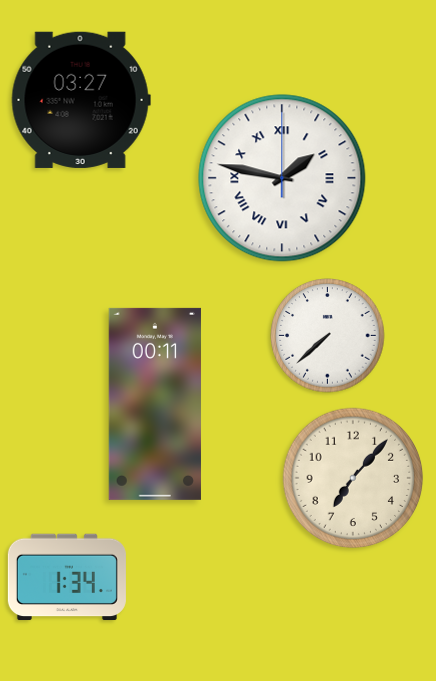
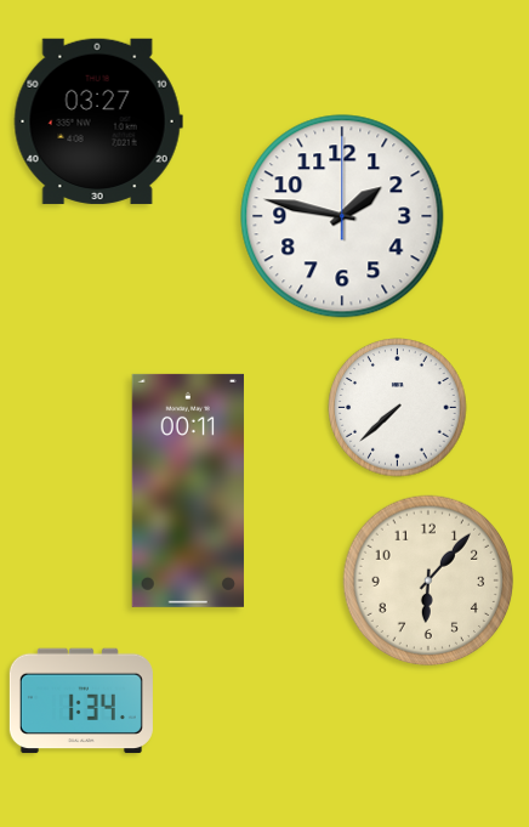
clock at (282, 178) numerals: Roman -> Arabic
clock at (353, 478): 7:07 -> 6:07
